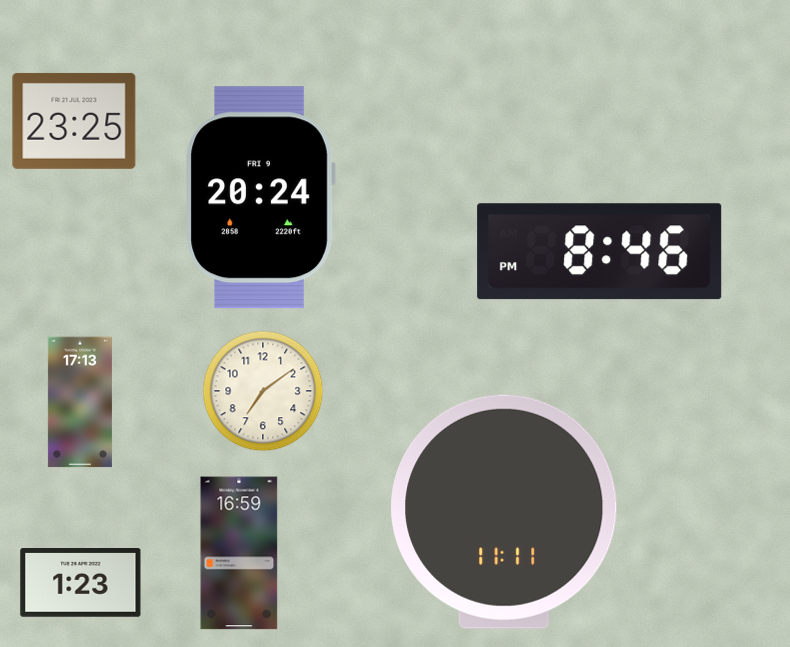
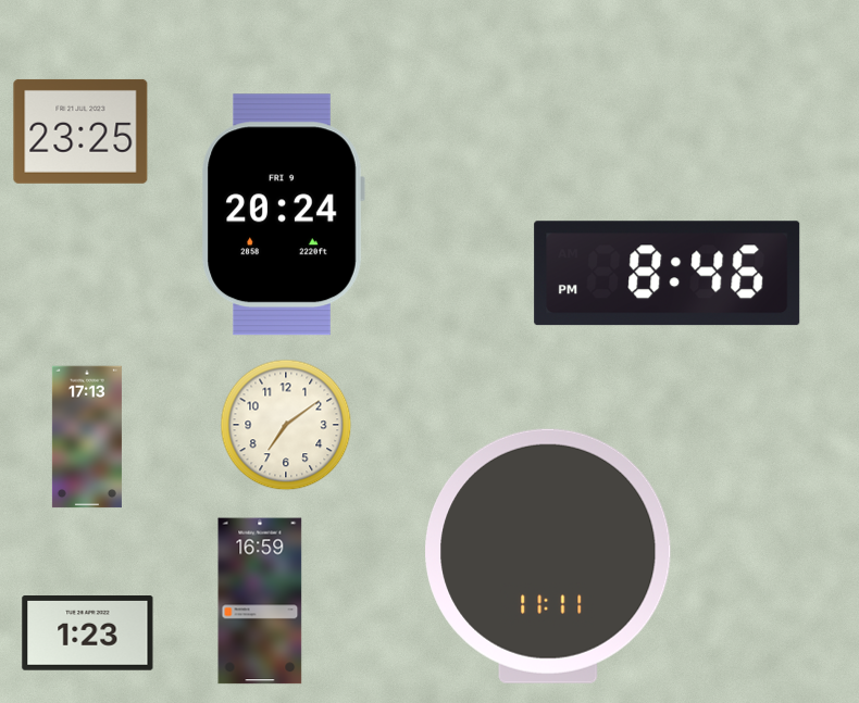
clock at (600, 252) position: (600, 252) -> (668, 274)
